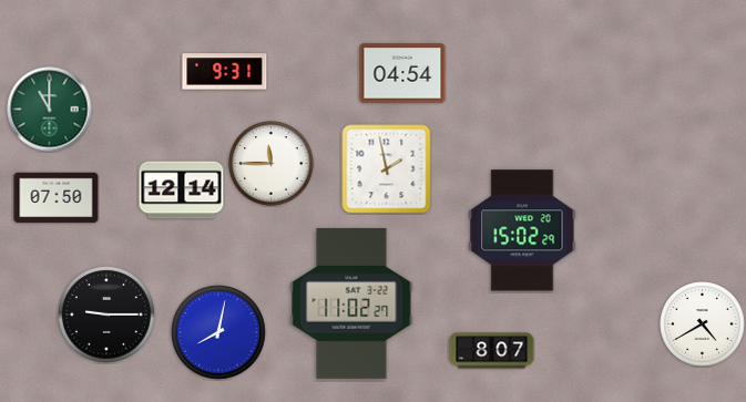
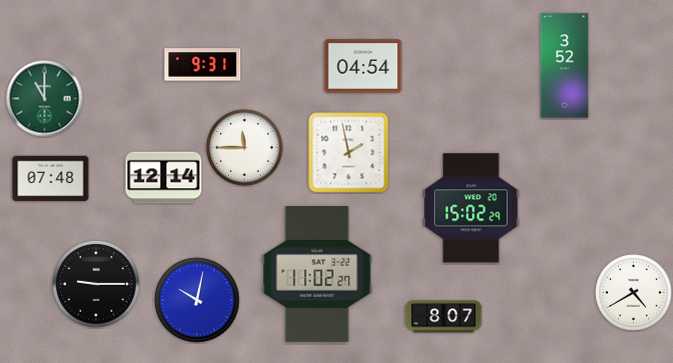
clock at (565, 66): none -> 3:52
clock at (182, 190) position: (182, 190) -> (164, 178)
clock at (57, 198): 07:50 -> 07:48
clock at (218, 332): 8:02 -> 10:02
